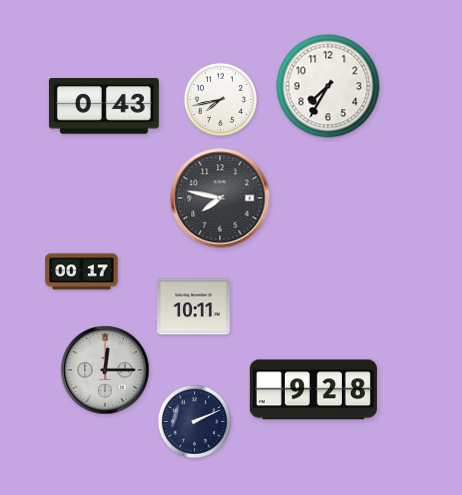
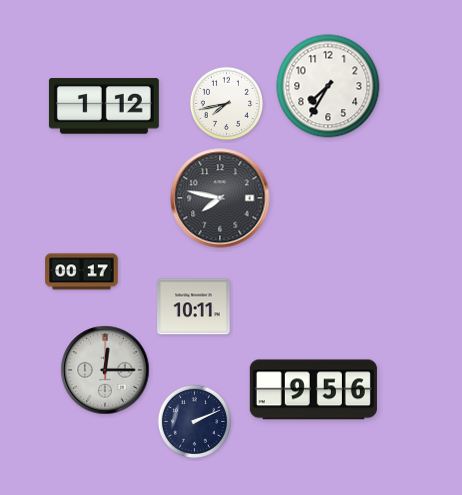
clock at (220, 99) position: (220, 99) -> (226, 103)
clock at (104, 106): 0:43 -> 1:12
clock at (313, 390): 9:28 -> 9:56
